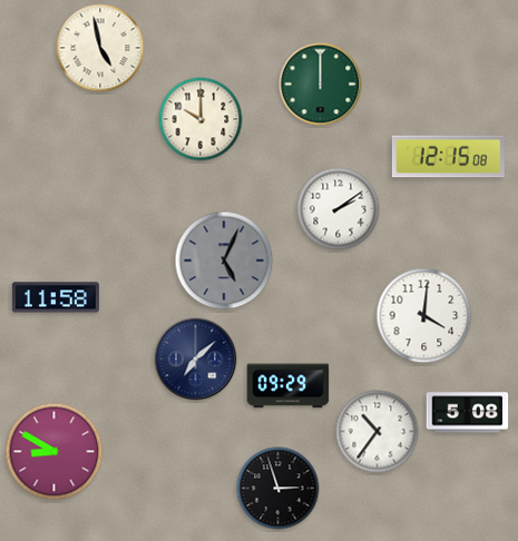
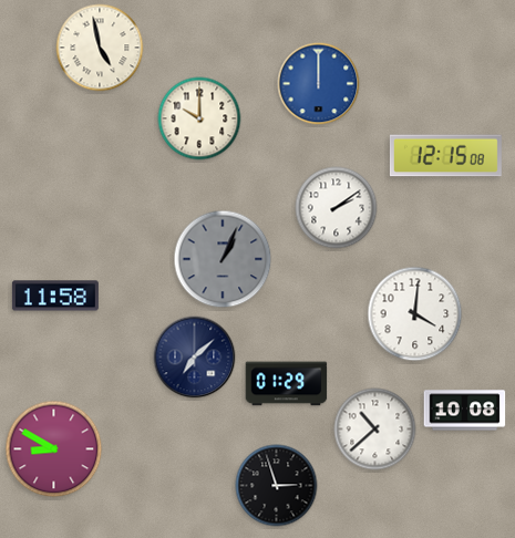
clock at (321, 85) dial: green -> blue
clock at (224, 260): 5:04 -> 1:04
clock at (424, 316) position: (424, 316) -> (415, 314)
clock at (289, 386): 09:29 -> 01:29
clock at (468, 413): 5:08 -> 10:08
clock at (378, 432): 10:36 -> 10:38
